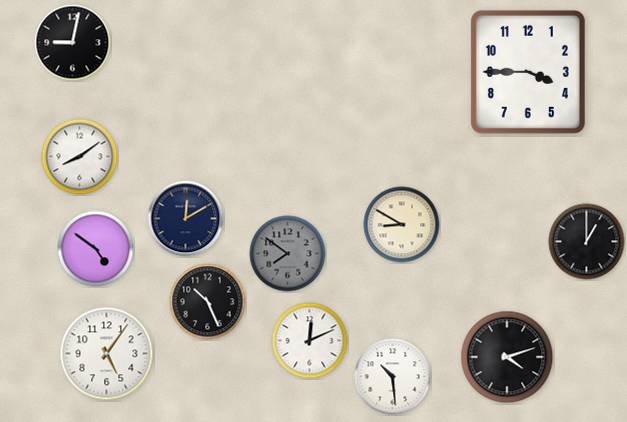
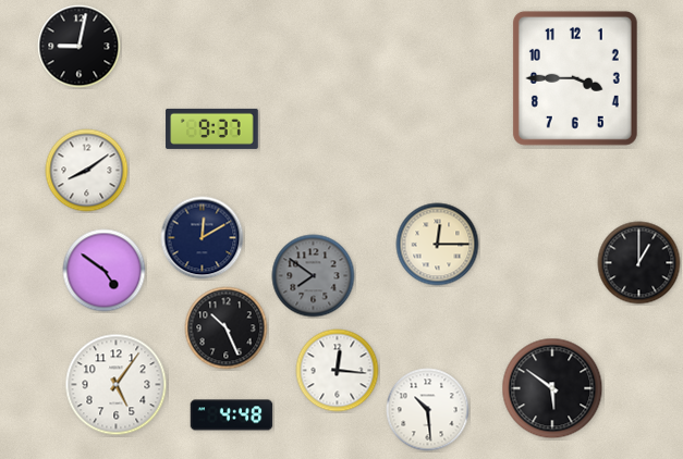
clock at (212, 128): none -> 9:37
clock at (402, 225): 8:50 -> 12:15
clock at (310, 341): 12:11 -> 12:16
clock at (507, 357): 4:12 -> 5:51
clock at (232, 415): none -> 4:48
